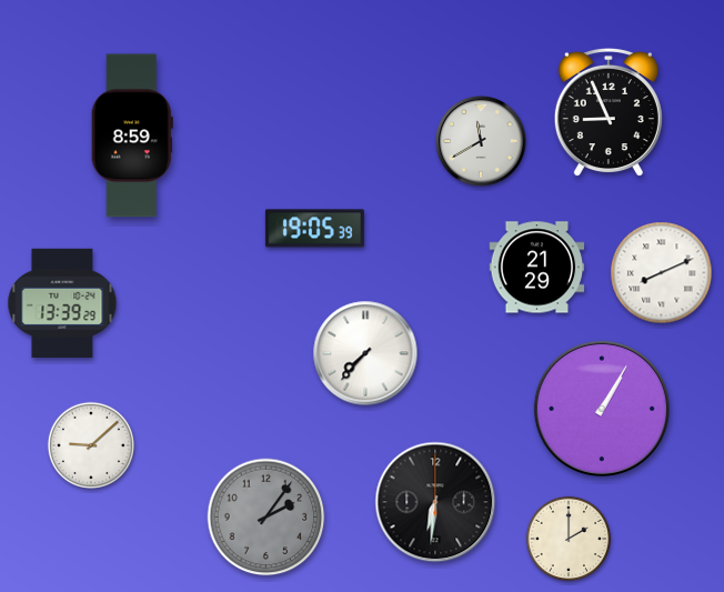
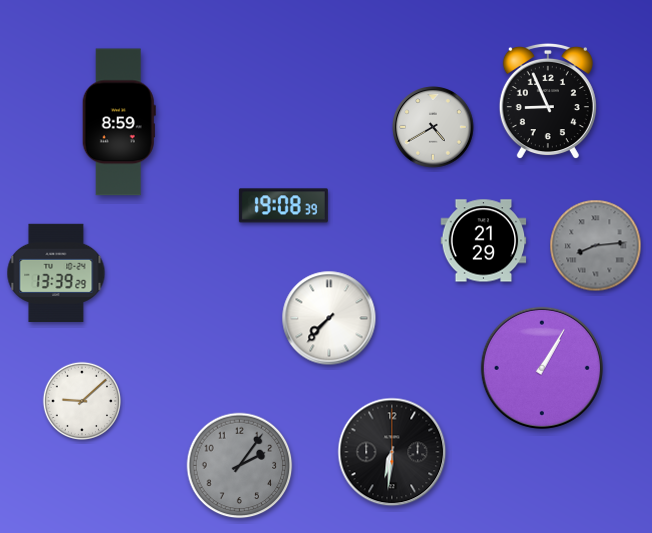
clock at (481, 141): 11:40 -> 4:40
clock at (314, 229): 19:05 -> 19:08
clock at (662, 273): 8:11 -> 8:14
clock at (662, 273) dial: white -> grey
clock at (569, 539): 2:00 -> none
